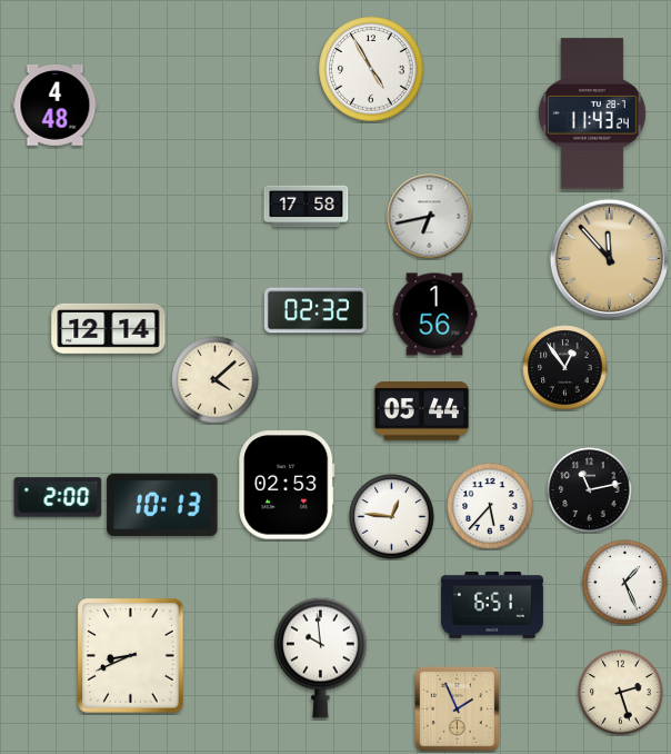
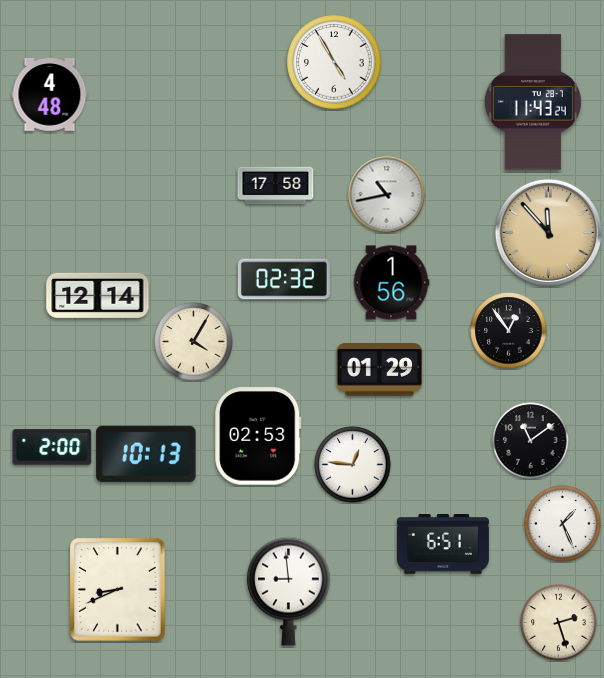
clock at (430, 217): 6:43 -> 10:43
clock at (216, 380): 4:08 -> 4:05
clock at (422, 411): 05:44 -> 01:29
clock at (590, 490): 11:13 -> 11:09
clock at (490, 506): 5:37 -> none
clock at (320, 657): 9:59 -> 8:59
clock at (458, 710): 1:56 -> none
